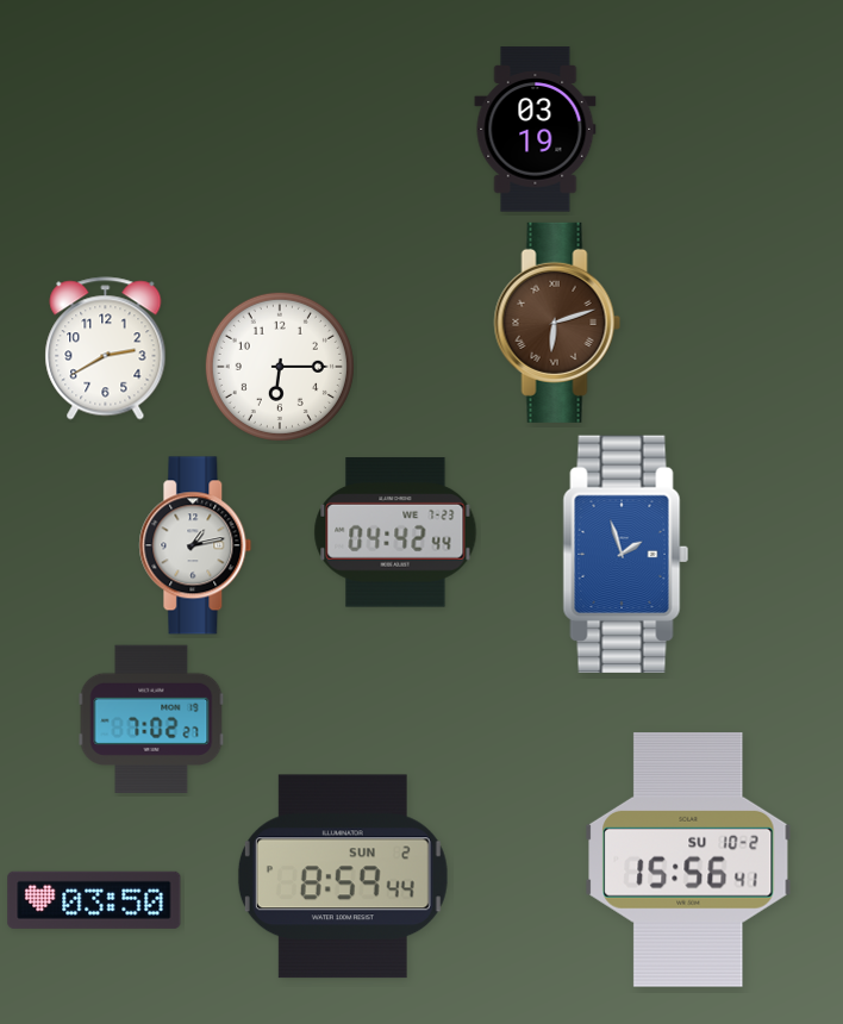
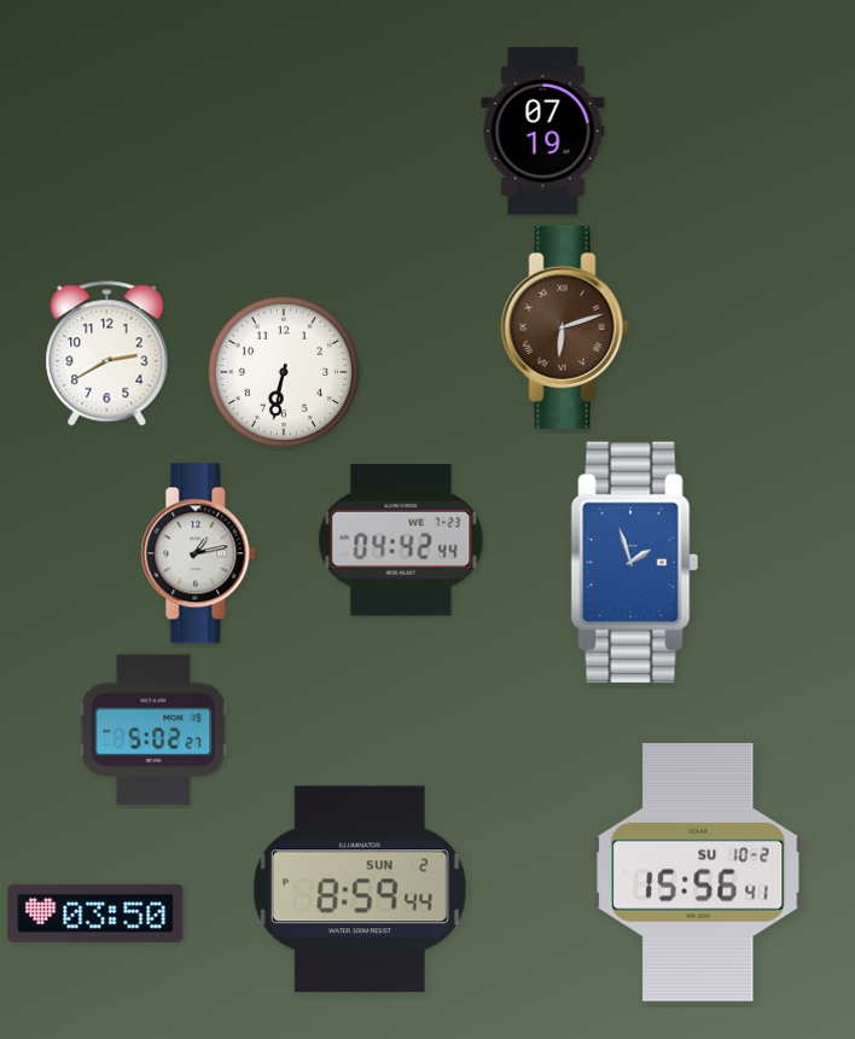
clock at (536, 130): 03:19 -> 07:19
clock at (280, 367): 6:15 -> 6:32
clock at (151, 719): 7:02 -> 5:02
clock at (343, 876) position: (343, 876) -> (360, 889)
